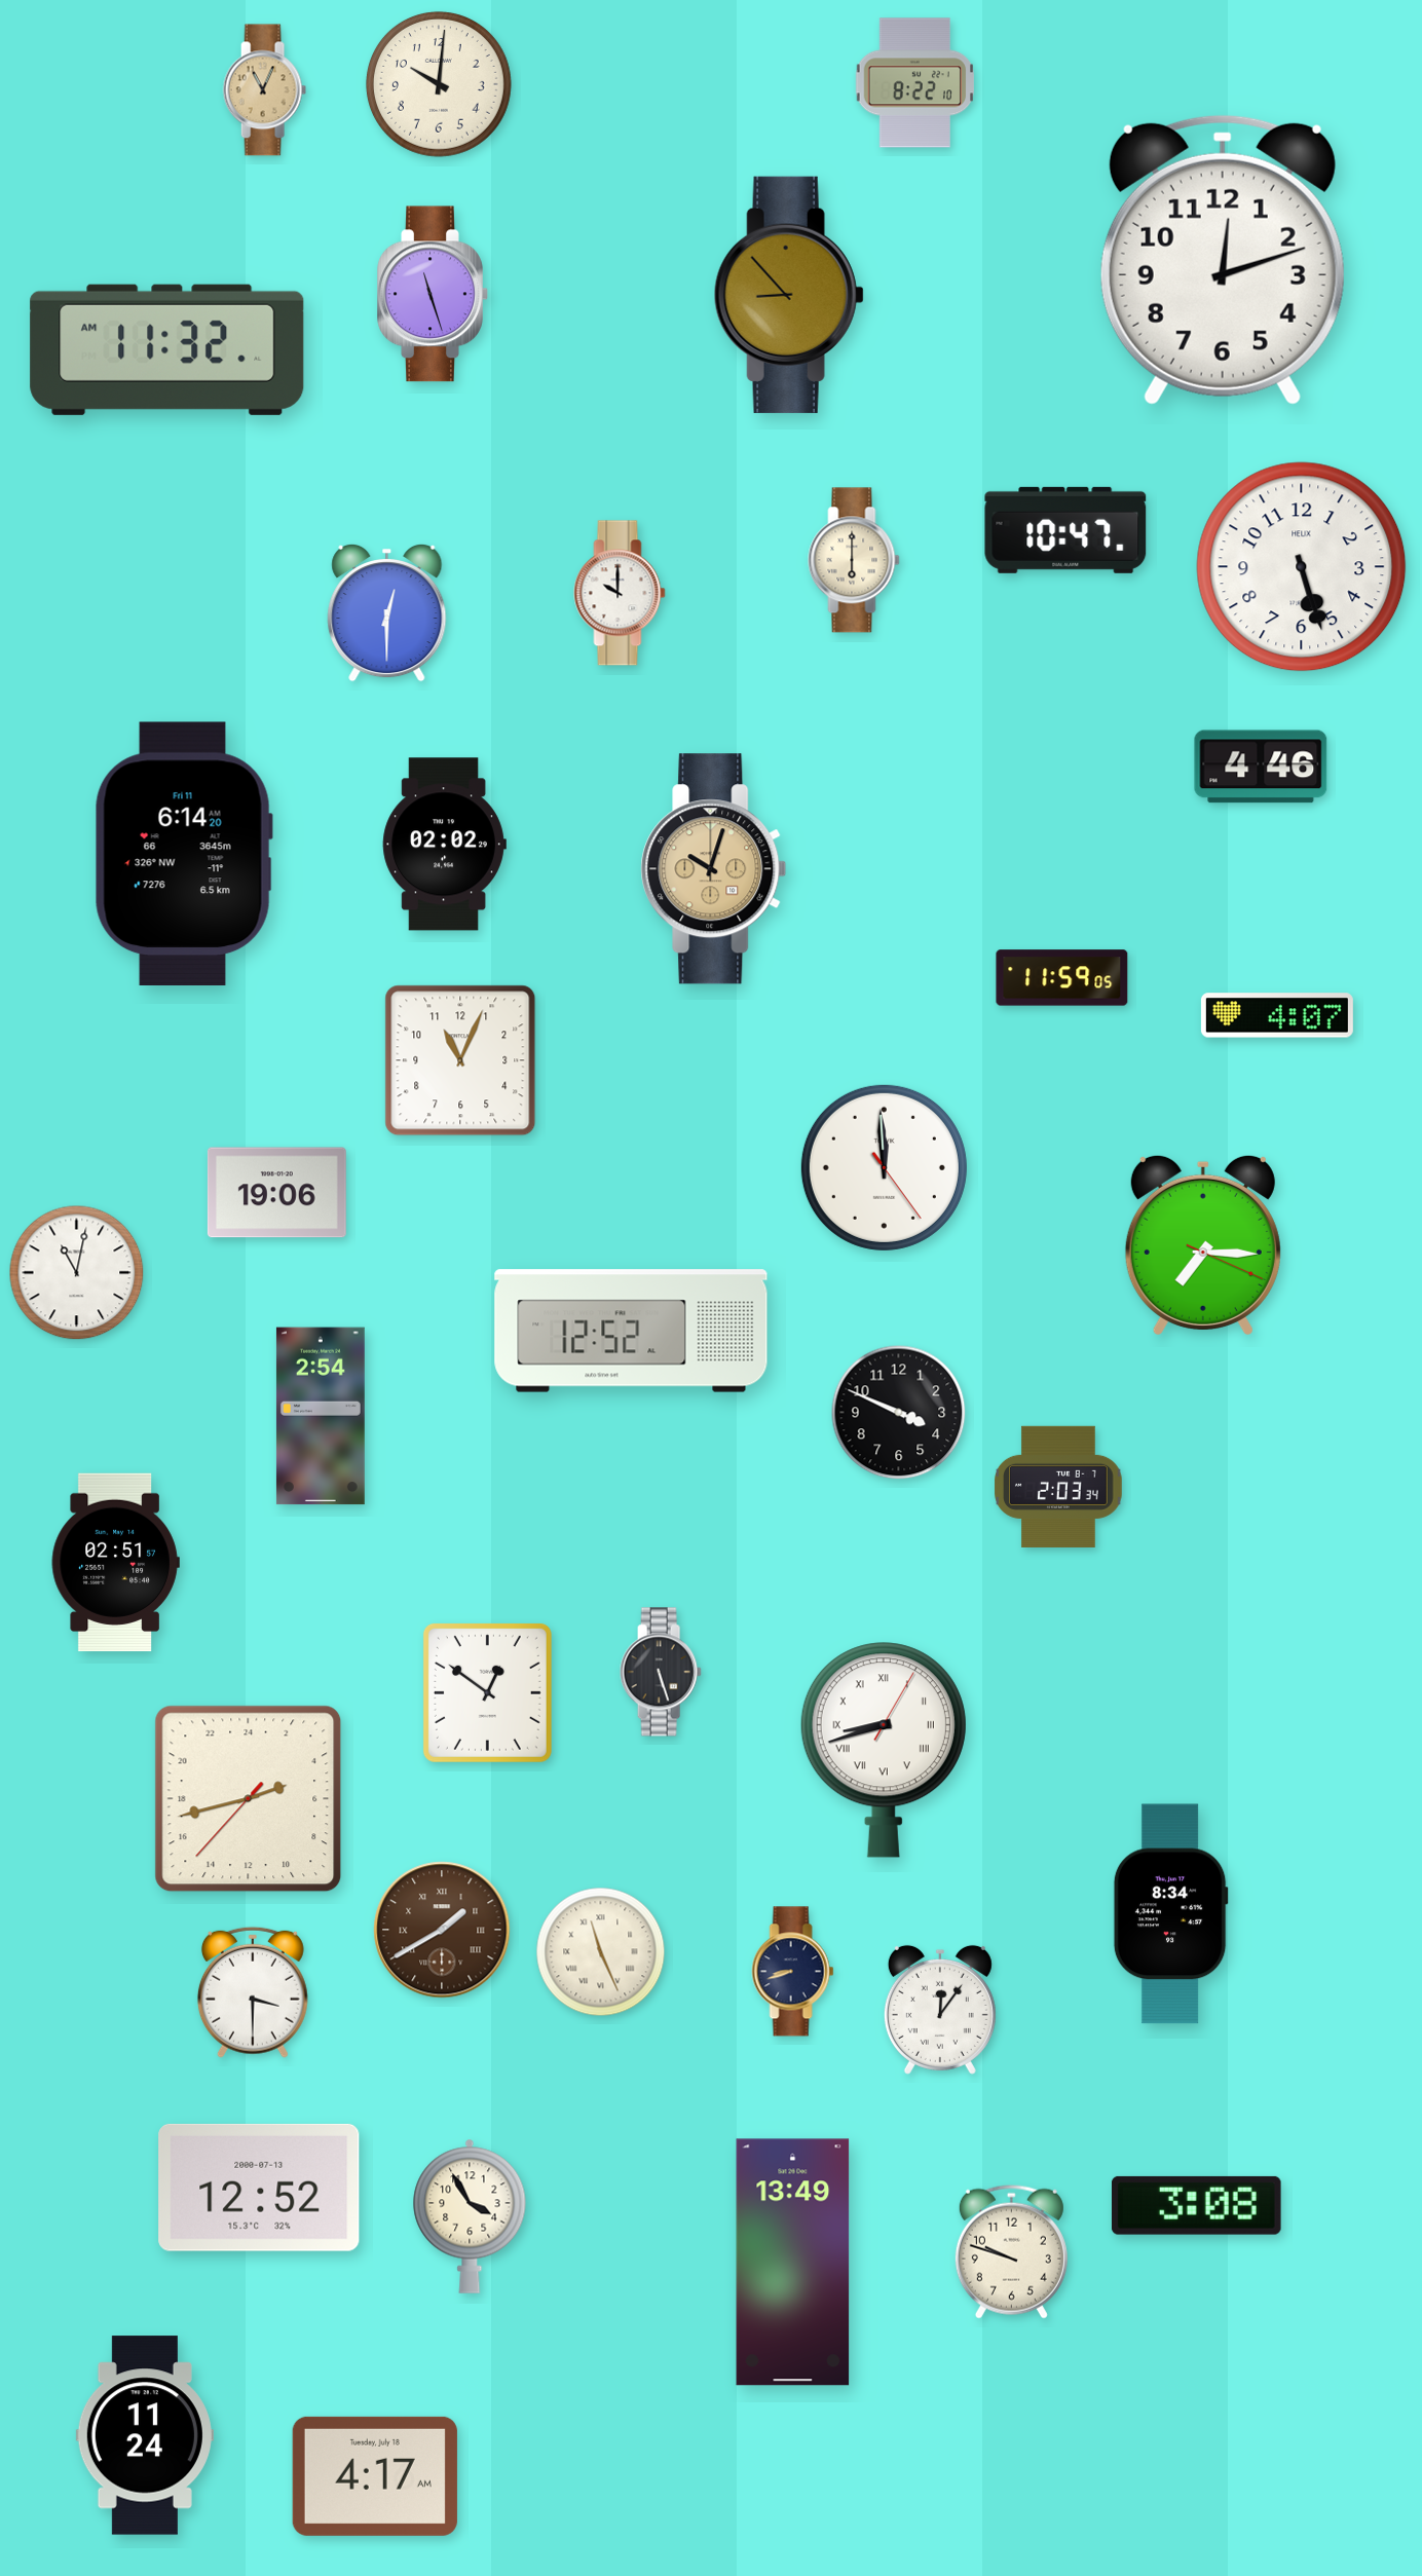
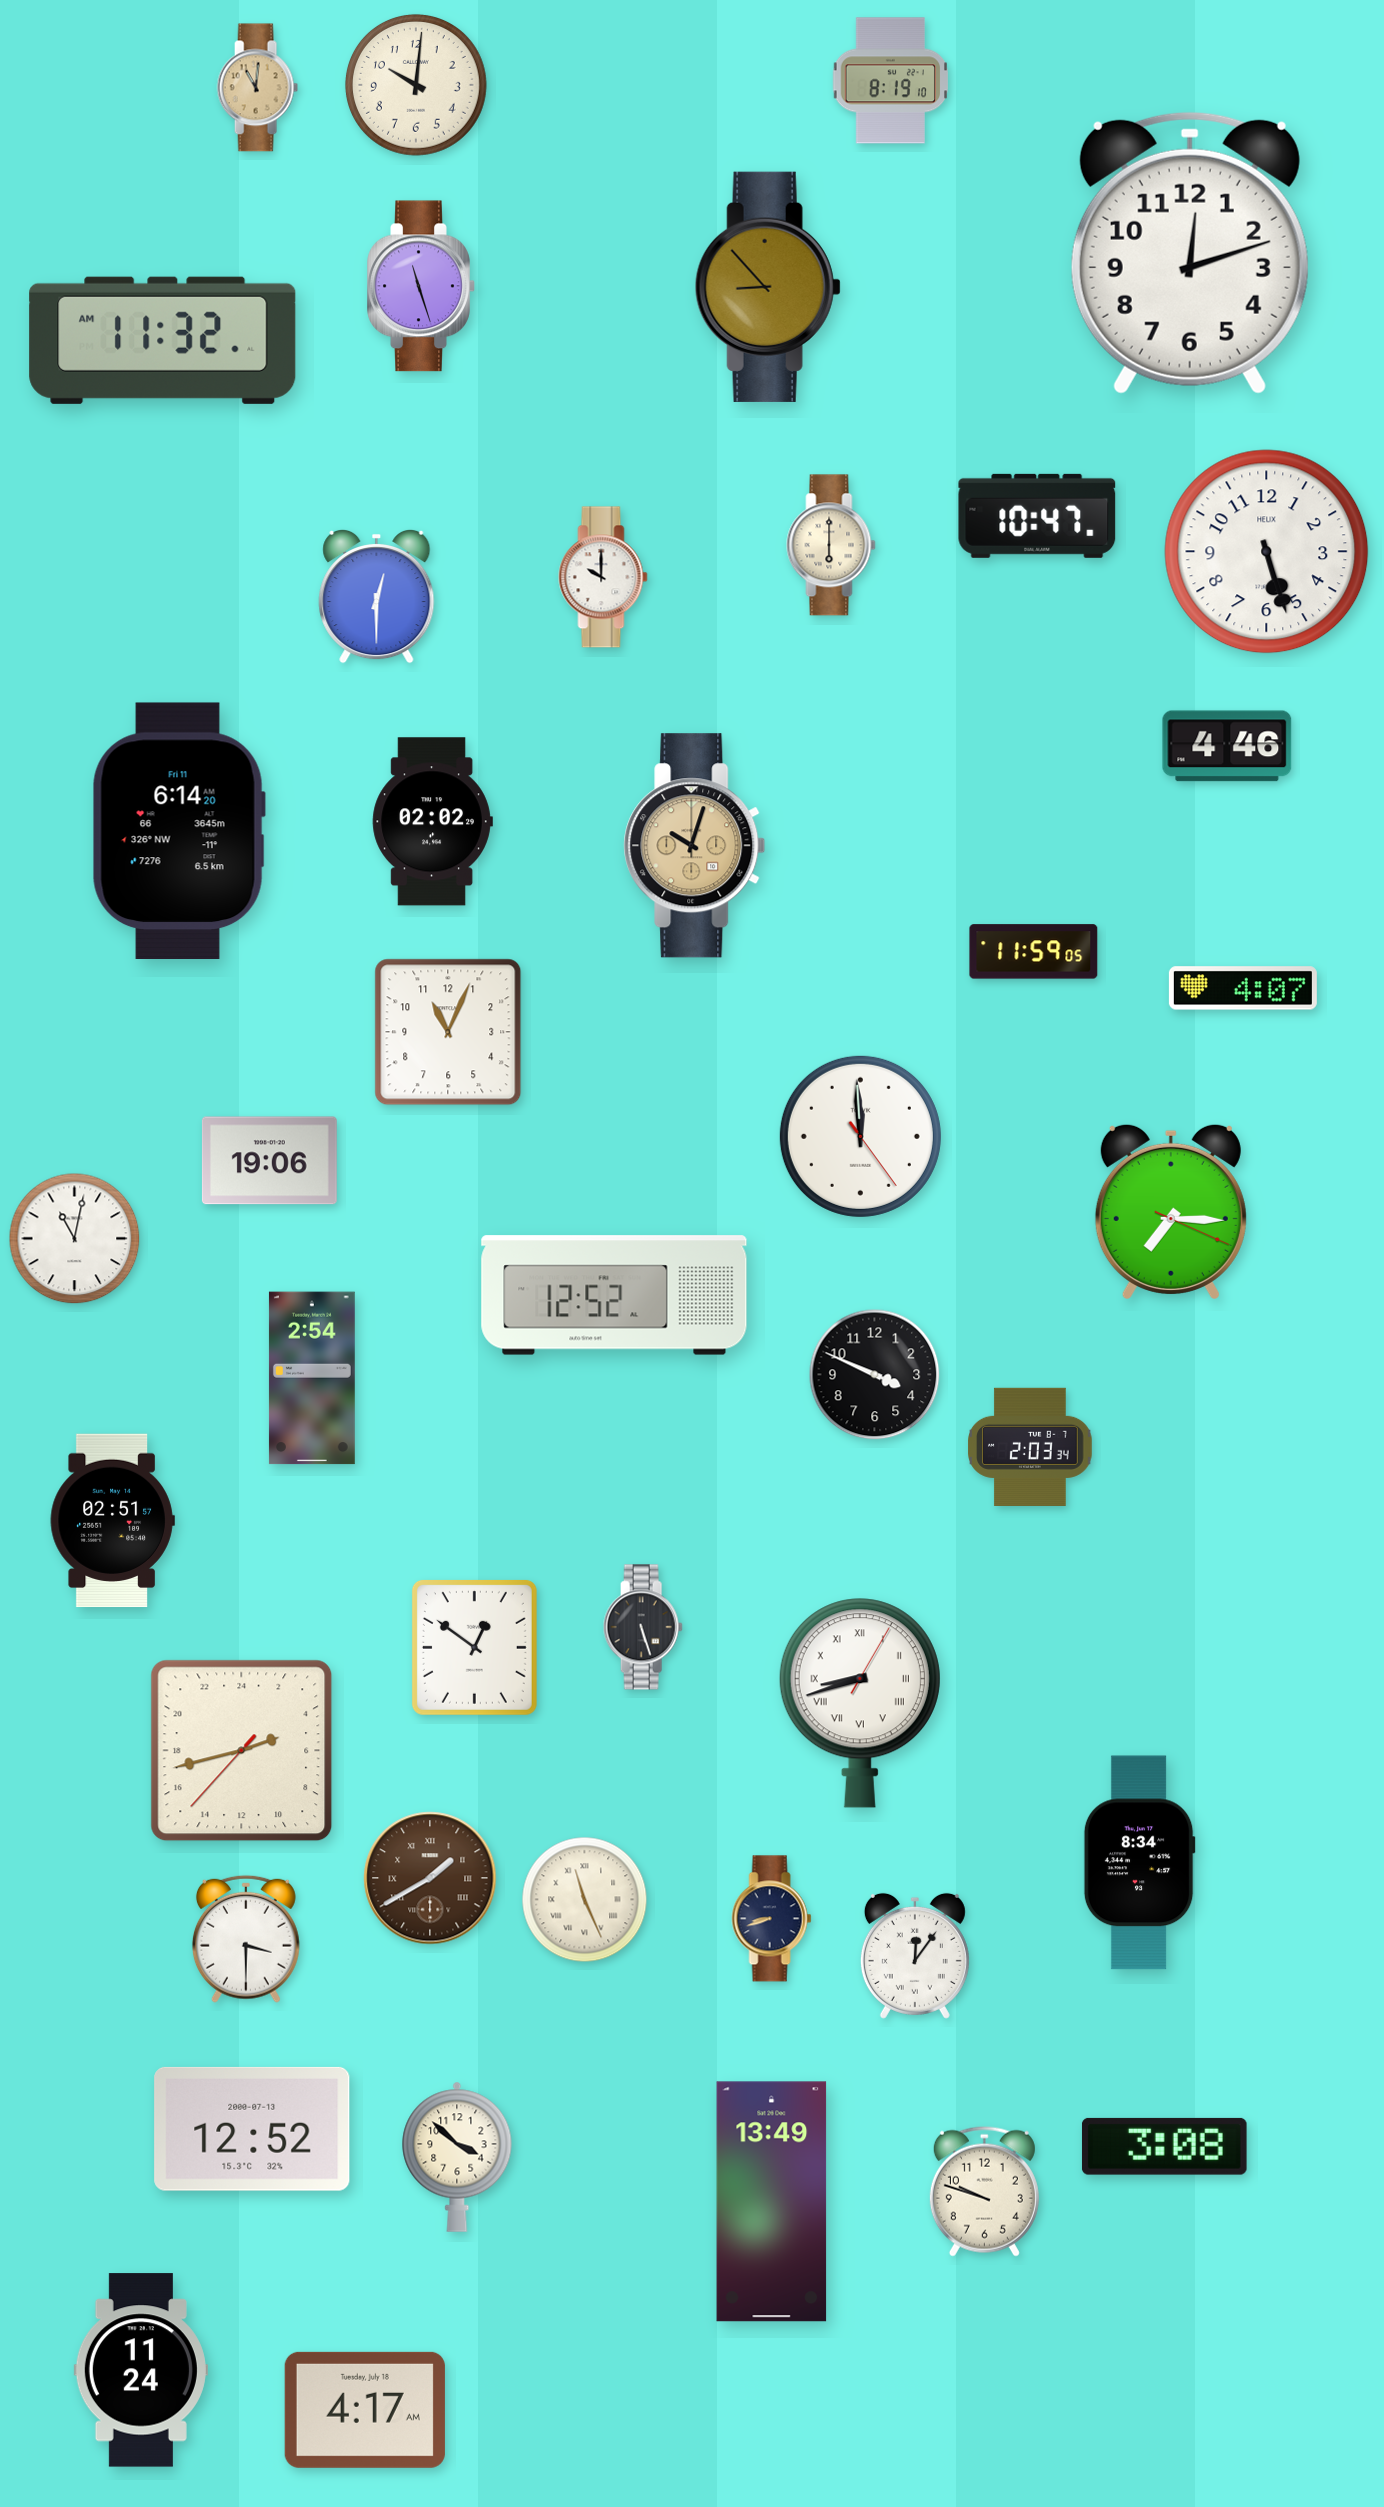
clock at (915, 83): 8:22 -> 8:19
clock at (439, 84) position: (439, 84) -> (416, 85)
clock at (264, 90): 11:04 -> 11:01
clock at (470, 2216): 3:55 -> 3:52
